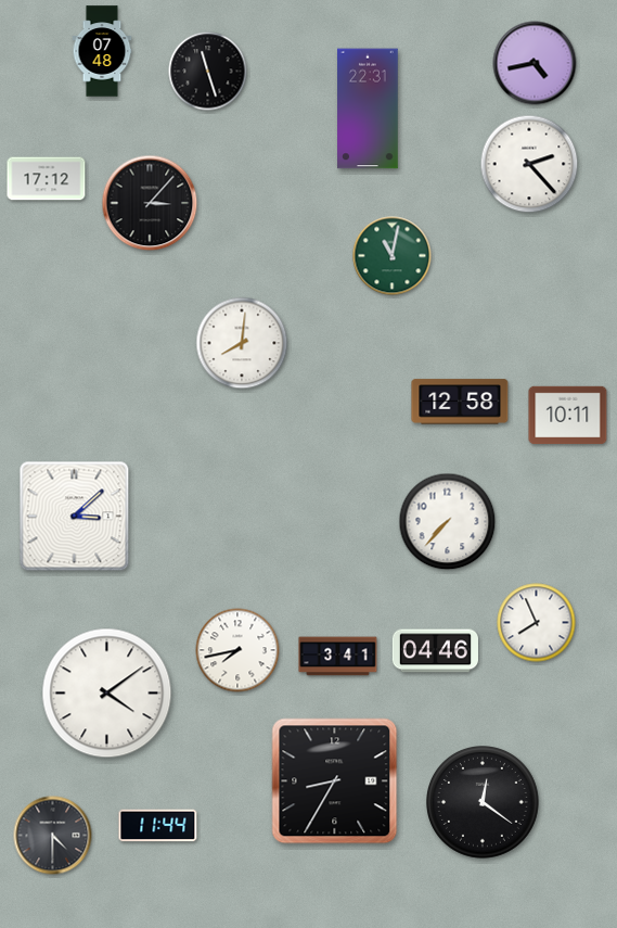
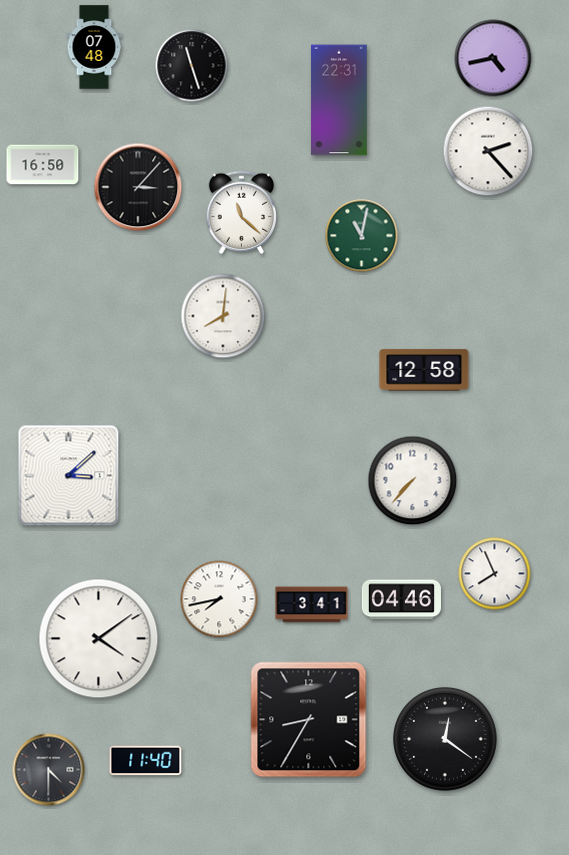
clock at (47, 179): 17:12 -> 16:50
clock at (241, 212): none -> 11:22
clock at (568, 416): 10:11 -> none
clock at (158, 826): 11:44 -> 11:40
